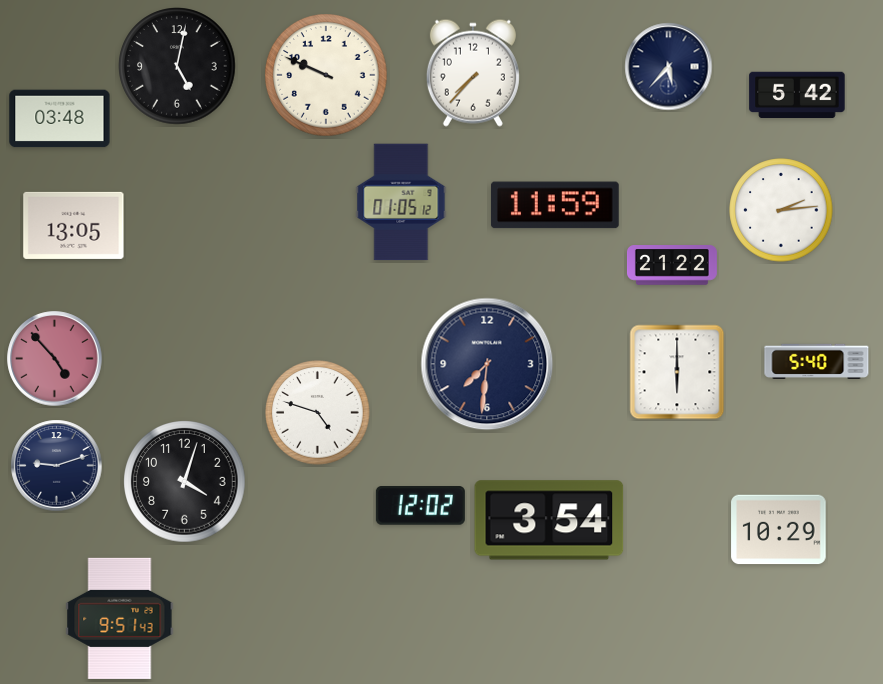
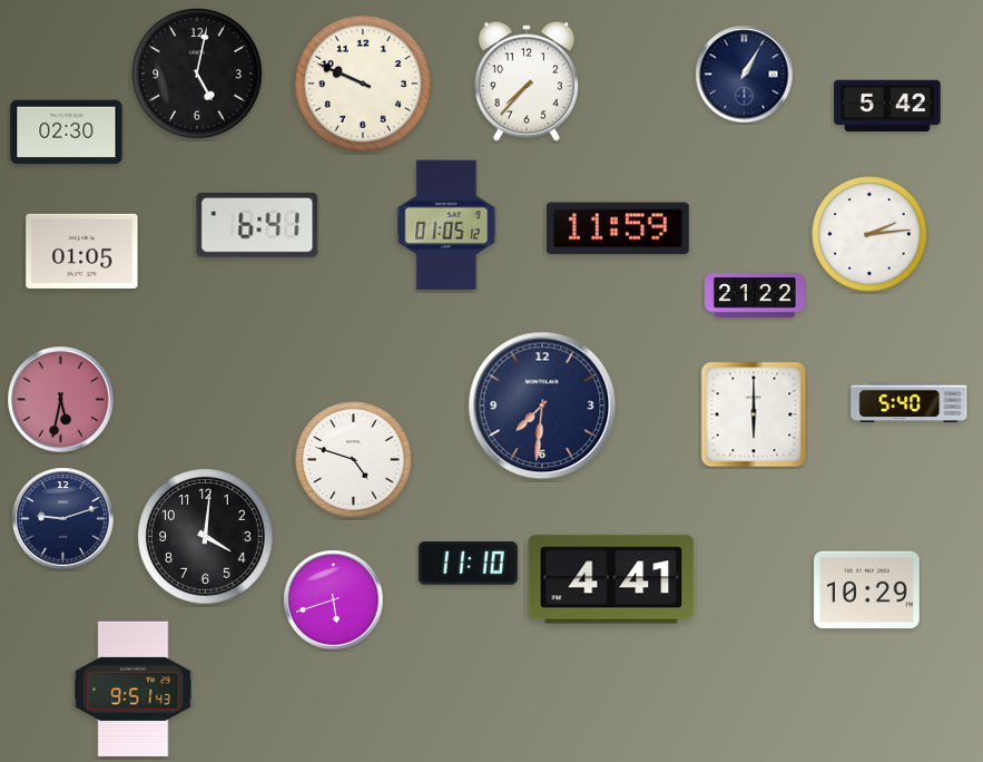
clock at (669, 67): 5:37 -> 1:05
clock at (60, 119): 03:48 -> 02:30
clock at (257, 225): none -> 6:41
clock at (74, 225): 13:05 -> 01:05
clock at (672, 265) position: (672, 265) -> (755, 295)
clock at (55, 359): 4:53 -> 5:32
clock at (185, 482): 4:03 -> 4:01
clock at (420, 506): 12:02 -> 11:10
clock at (549, 520): 3:54 -> 4:41
clock at (334, 600): none -> 5:42
